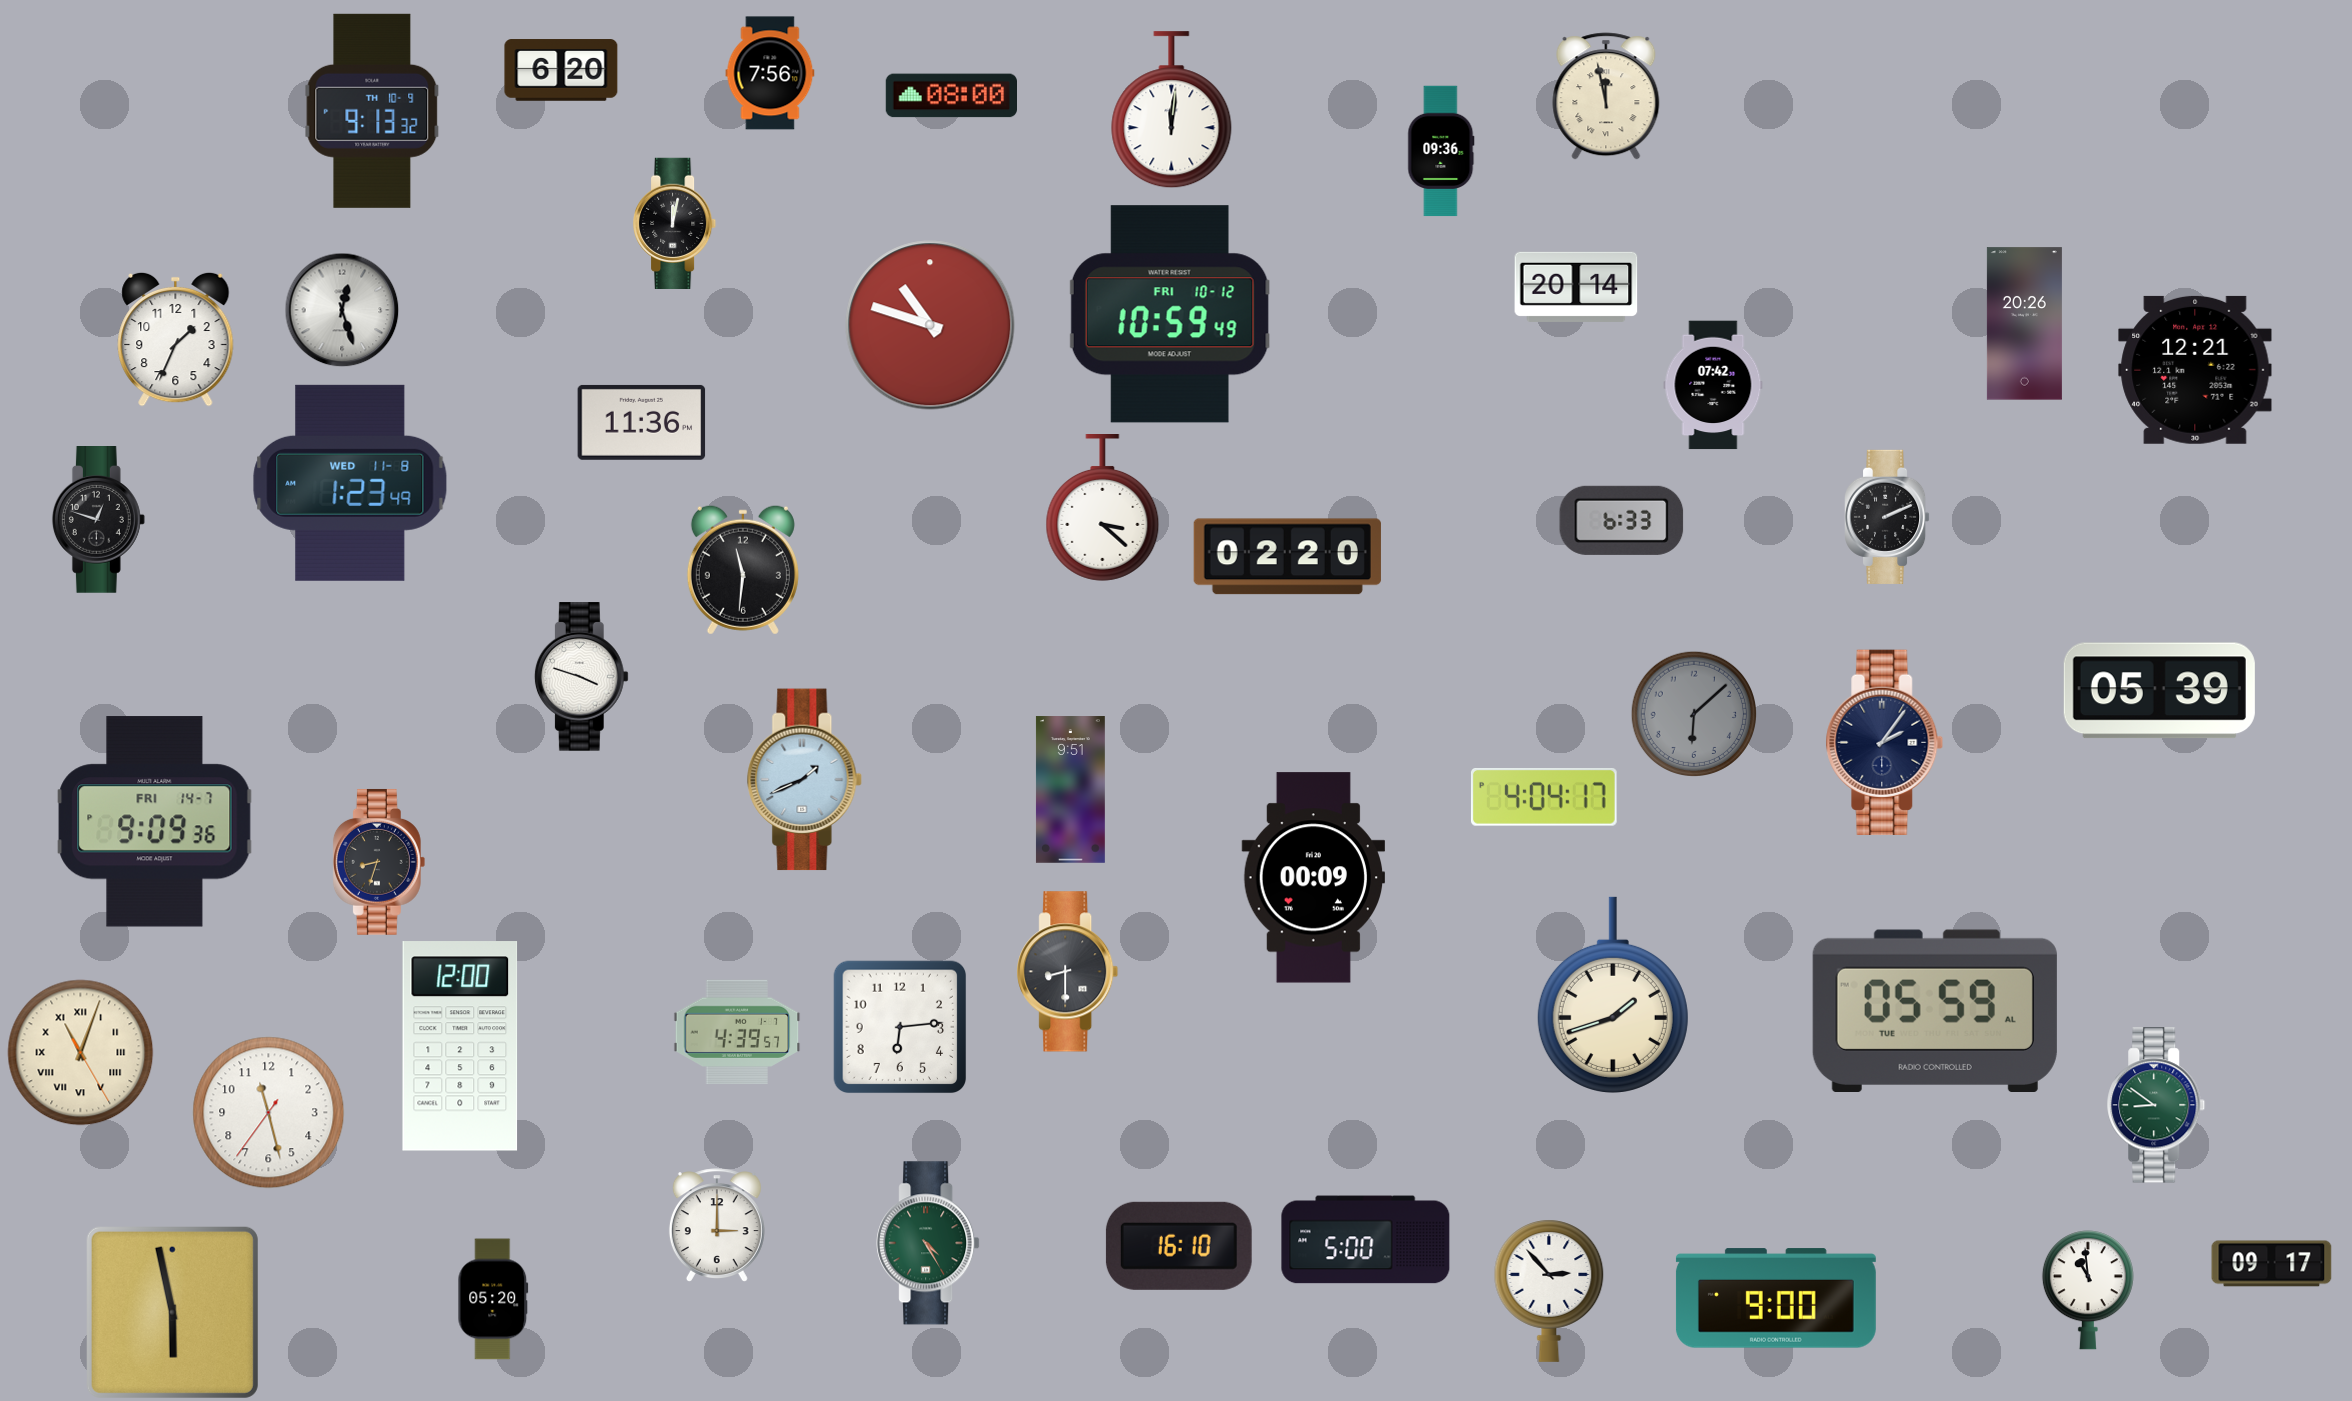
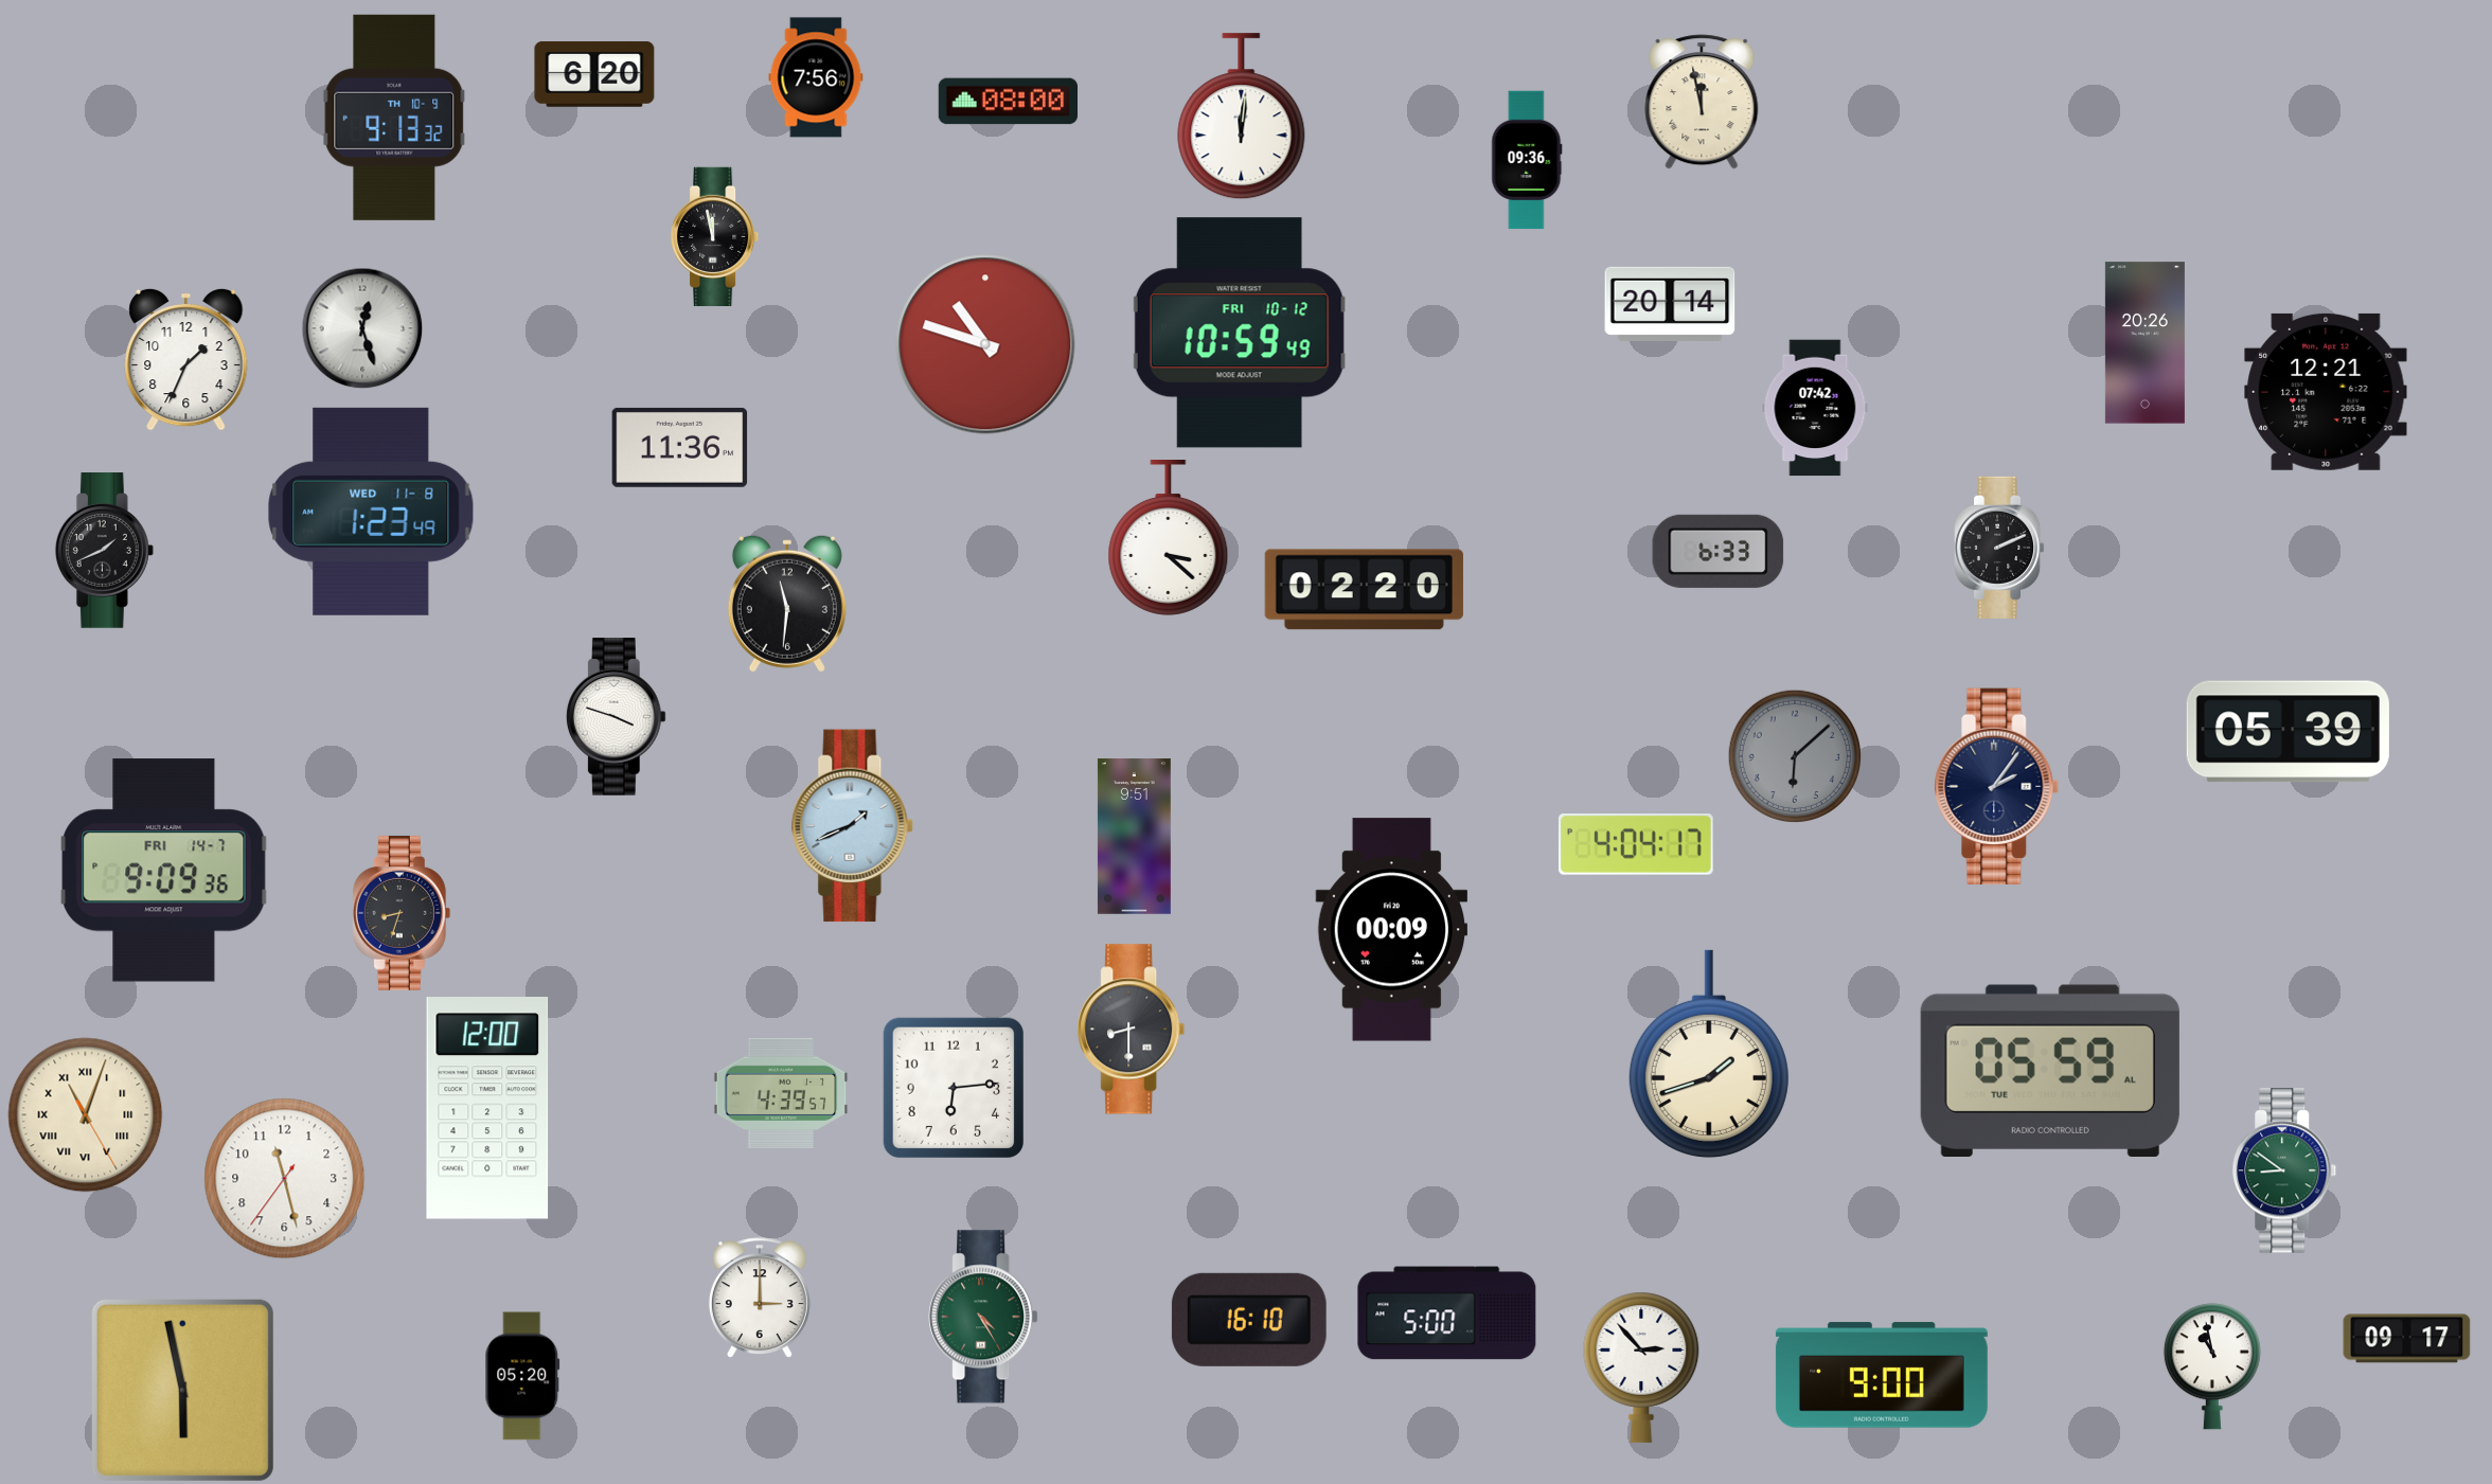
clock at (676, 223): 12:02 -> 11:58
clock at (98, 520): 12:48 -> 1:41
clock at (2088, 1290): 10:59 -> 10:58
